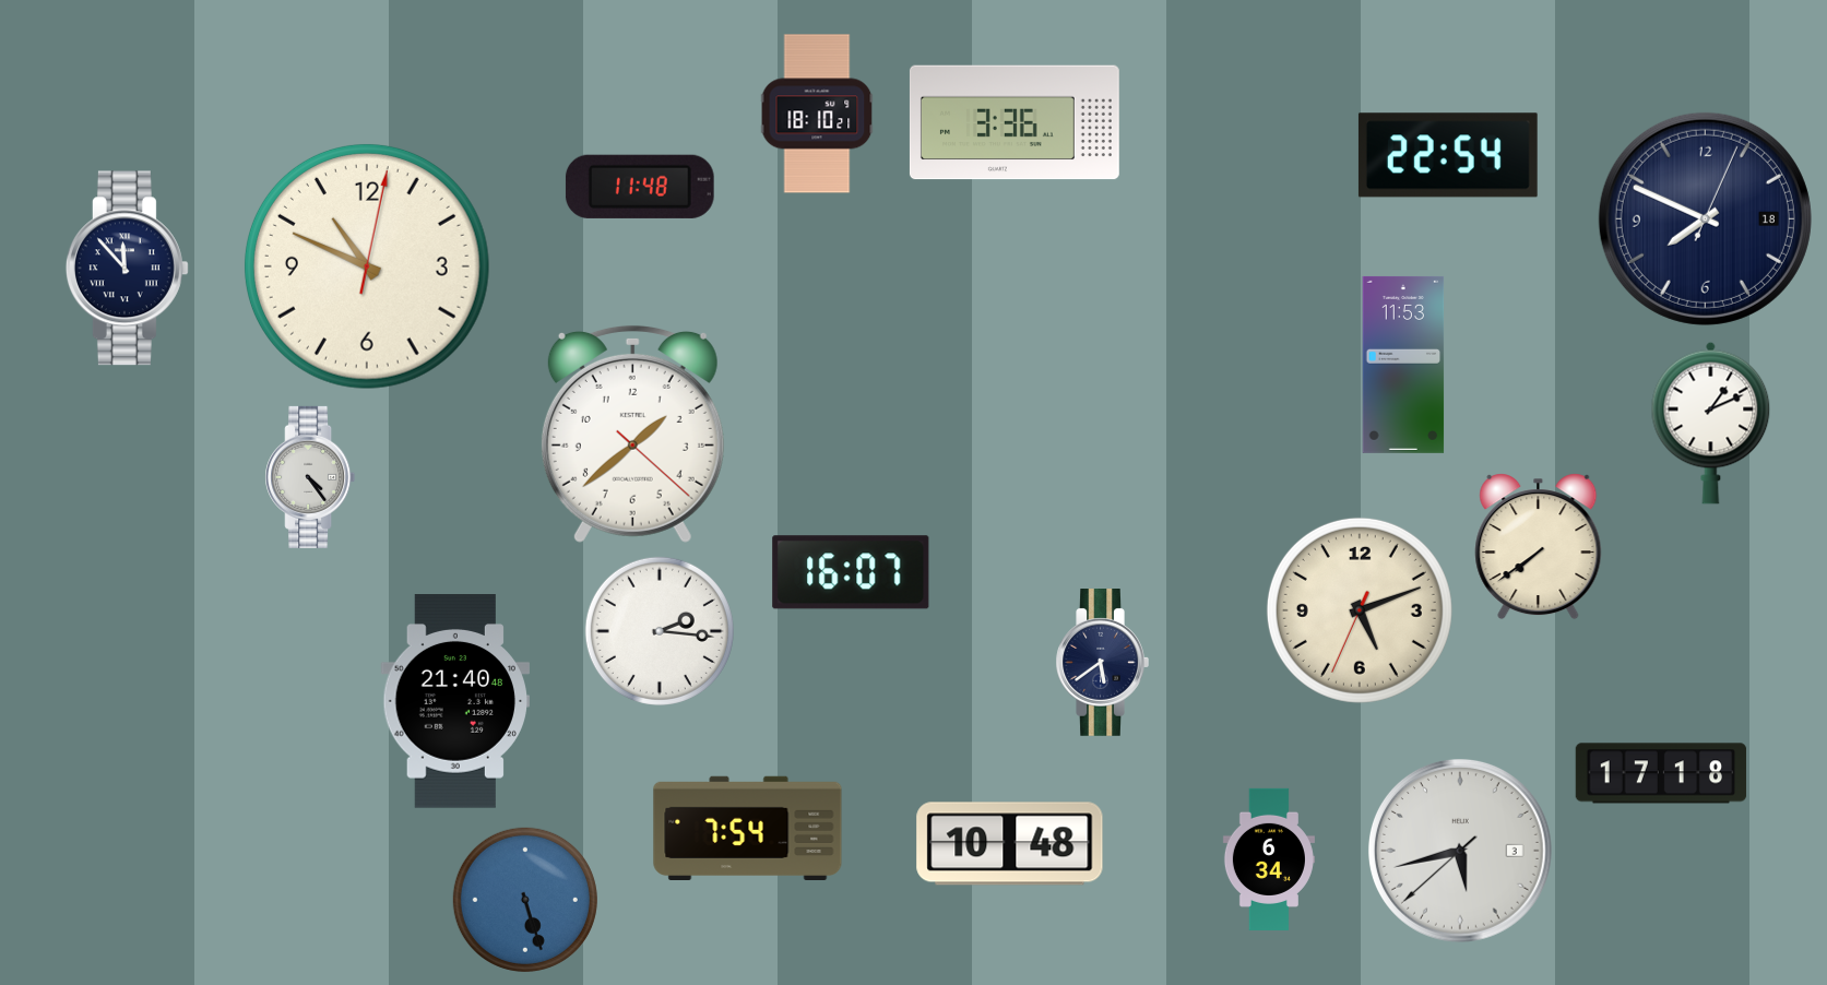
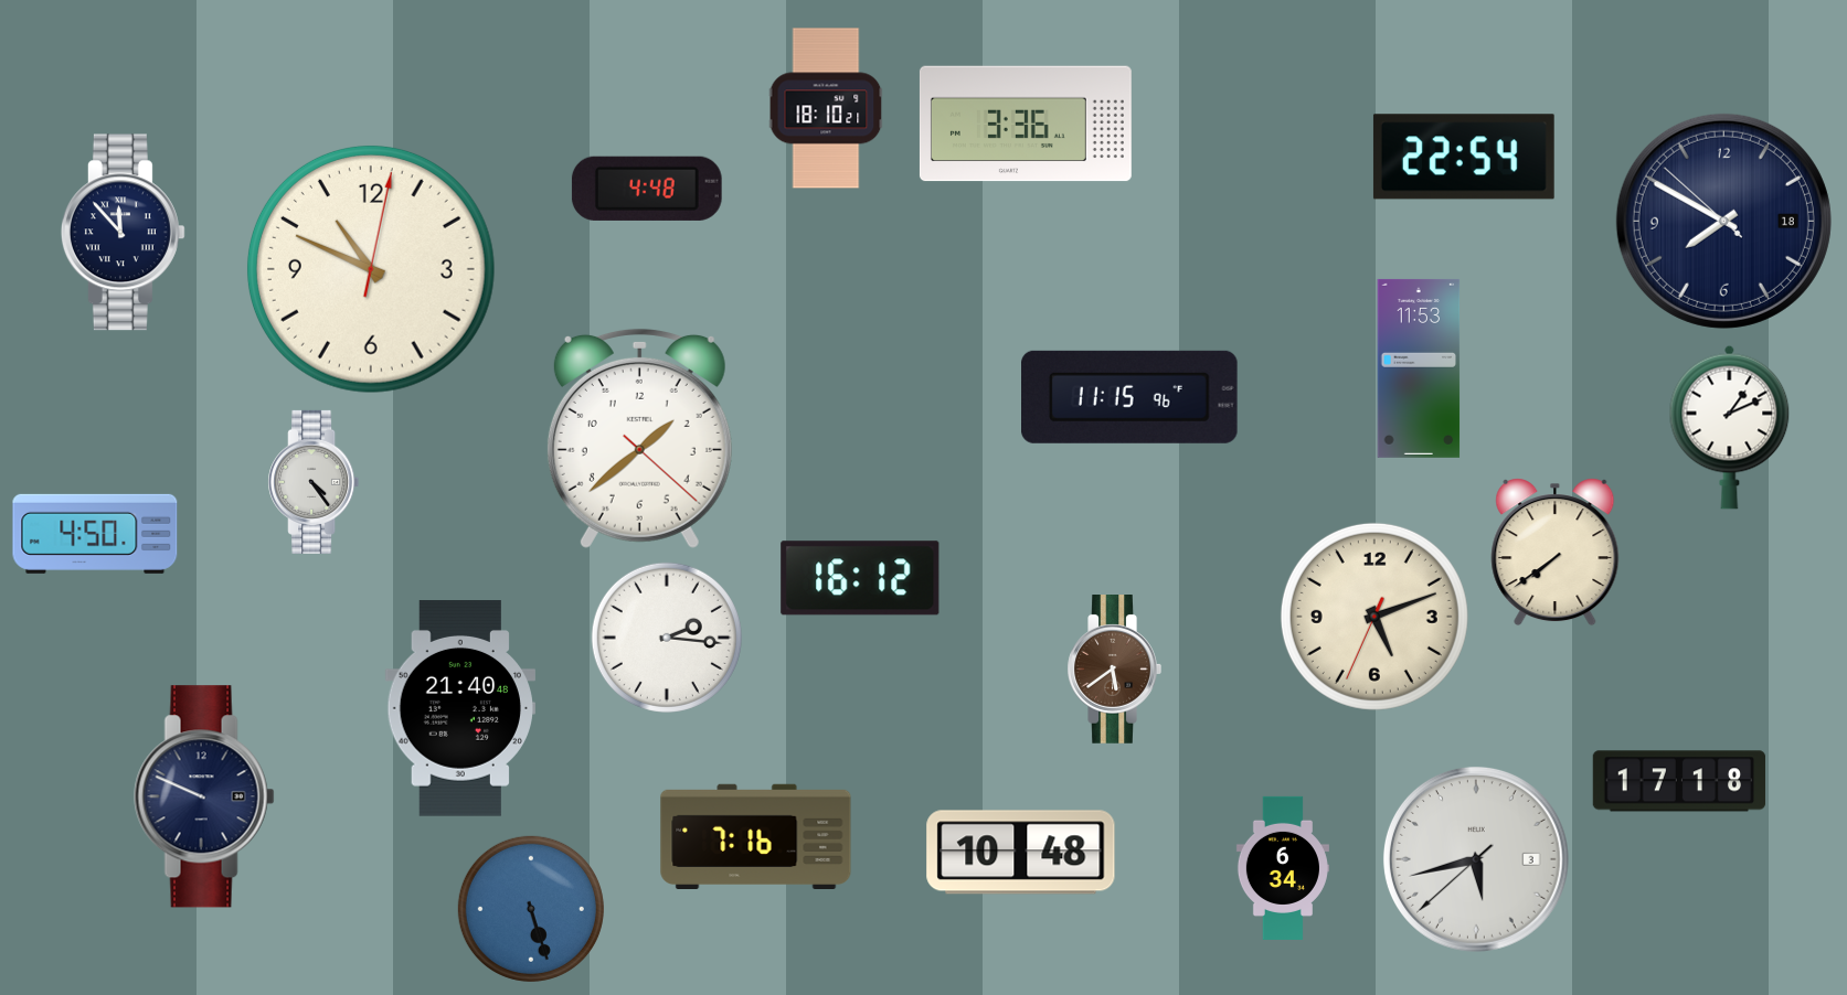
clock at (817, 114) position: (817, 114) -> (826, 108)
clock at (640, 187): 11:48 -> 4:48
clock at (1705, 218): 7:49:04 -> 7:49:52
clock at (127, 269) position: (127, 269) -> (123, 233)
clock at (1131, 397): none -> 11:15
clock at (95, 534): none -> 4:50
clock at (851, 572): 16:07 -> 16:12
clock at (1102, 663) dial: navy -> brown
clock at (204, 796): none -> 9:49
clock at (748, 828): 7:54 -> 7:16
